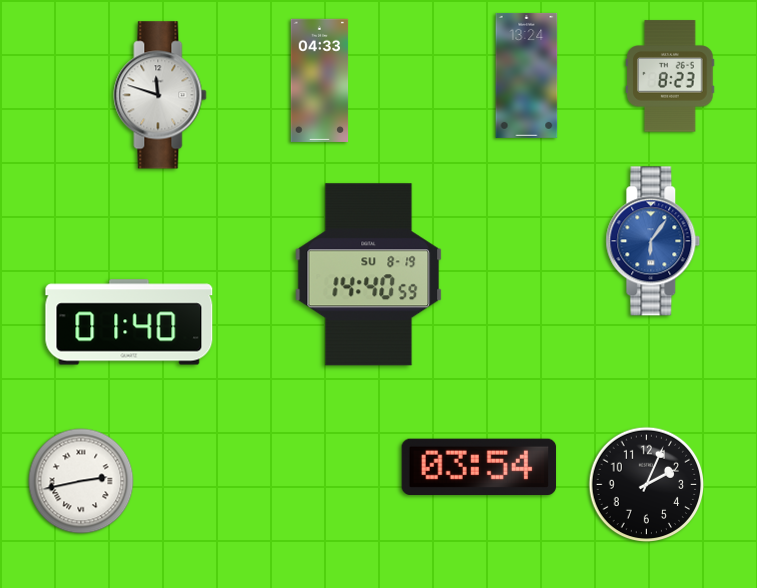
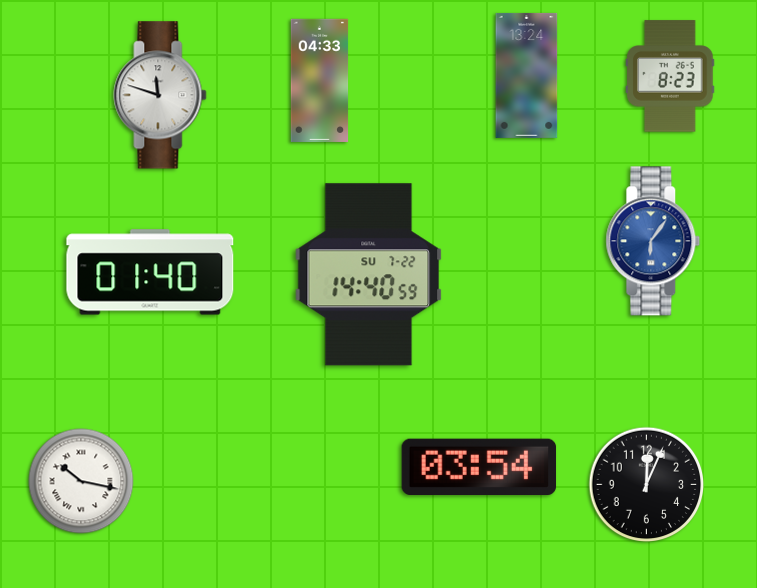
clock at (369, 275) date: SU 8-19 -> SU 7-22
clock at (129, 322) position: (129, 322) -> (150, 272)
clock at (81, 481): 2:43 -> 10:17
clock at (647, 485): 2:04 -> 12:04
